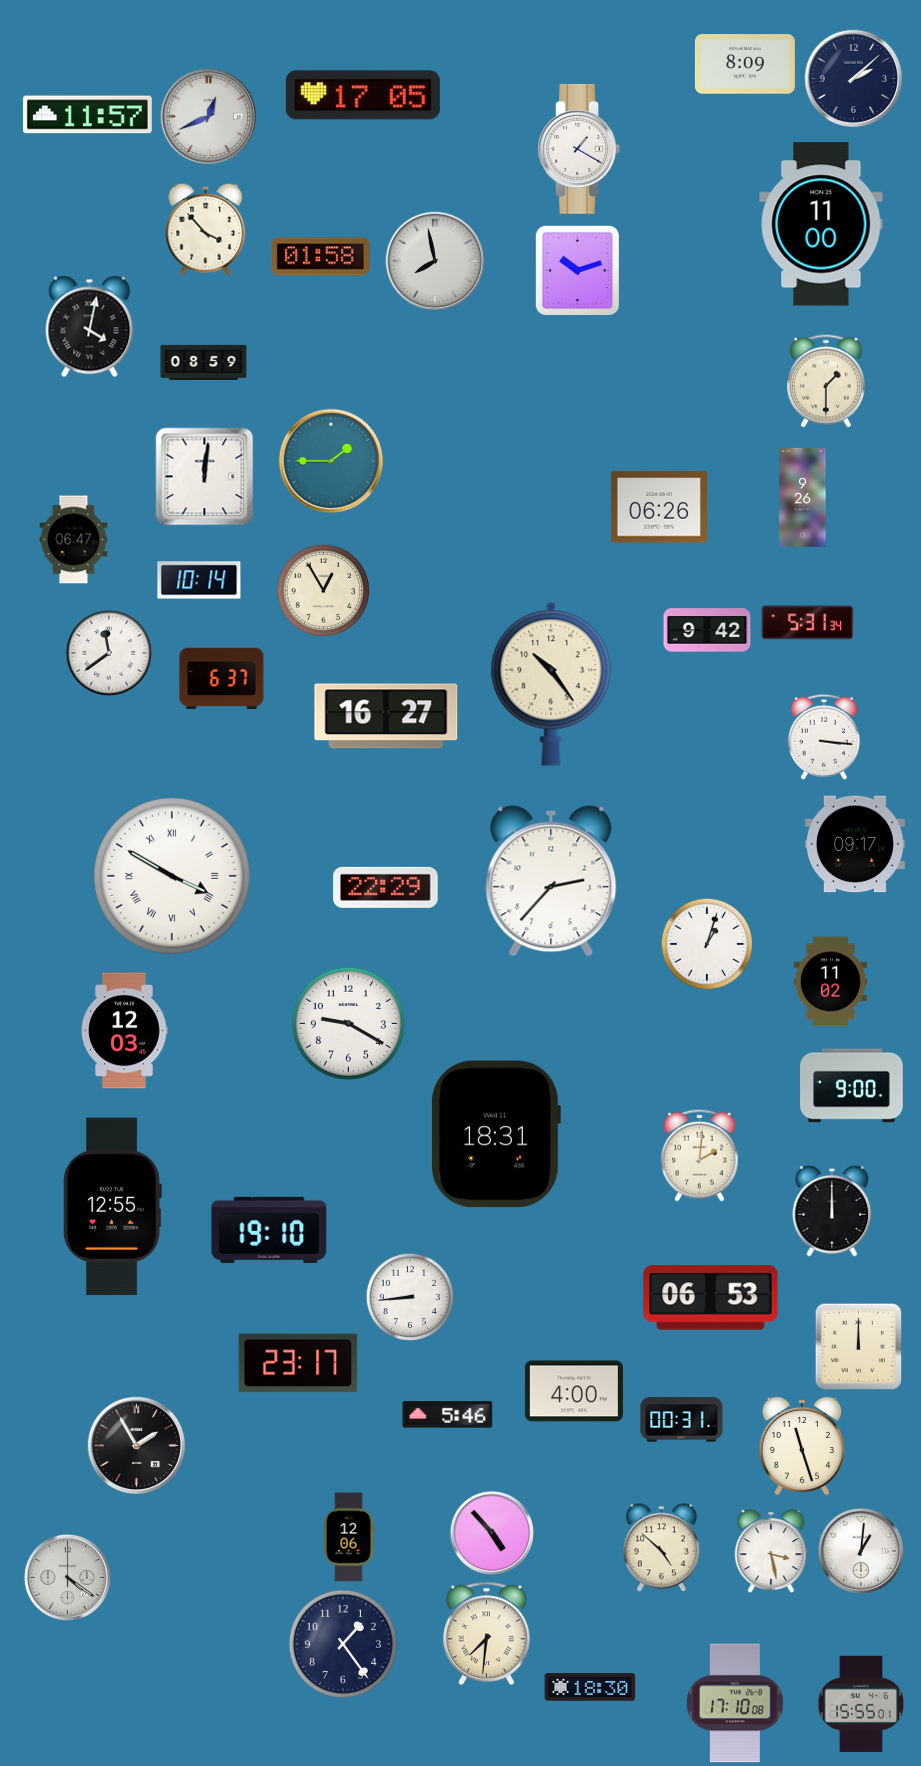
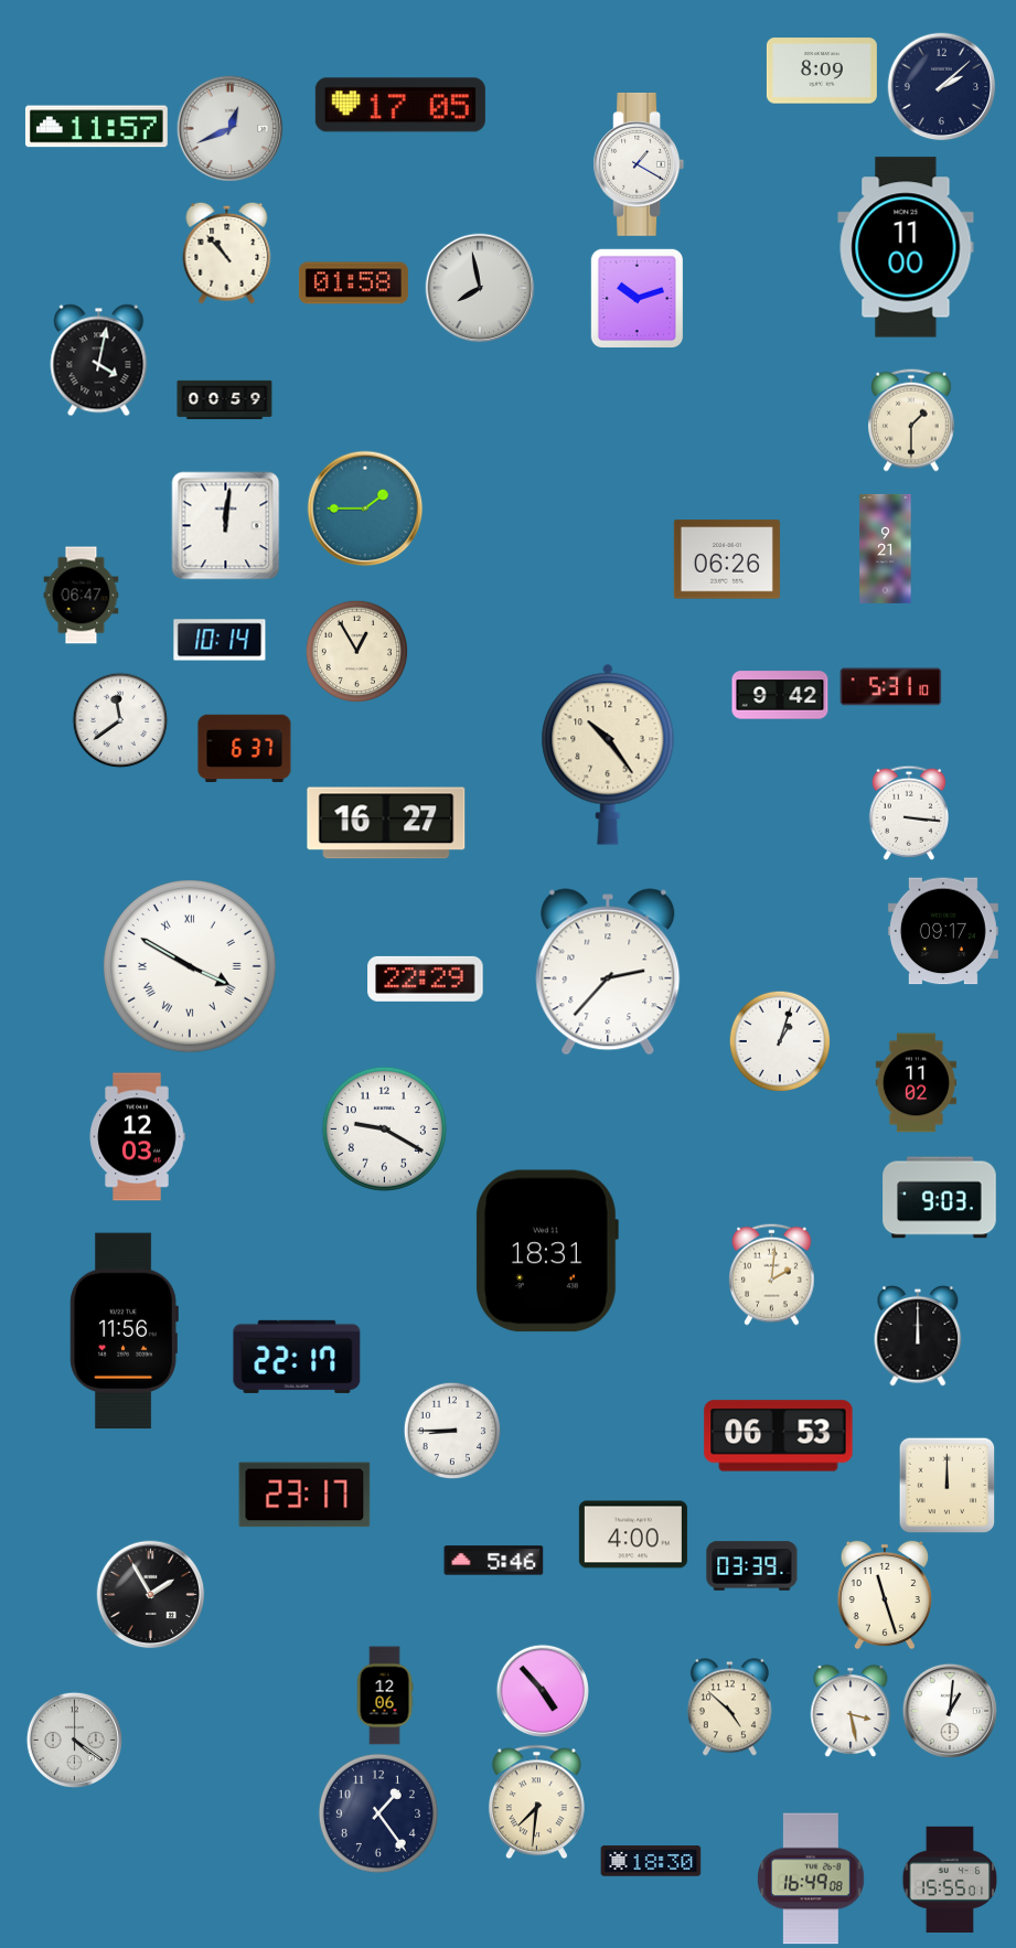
clock at (206, 229): 3:53 -> 10:53
clock at (204, 362): 08:59 -> 00:59
clock at (803, 497): 9:26 -> 9:21
clock at (808, 623): 5:31:34 -> 5:31:10
clock at (386, 716) position: (386, 716) -> (386, 823)
clock at (852, 1086): 9:00 -> 9:03
clock at (112, 1207): 12:55 -> 11:56
clock at (269, 1230): 19:10 -> 22:17
clock at (410, 1297): 8:44 -> 8:45
clock at (711, 1298) position: (711, 1298) -> (779, 1436)
clock at (298, 1363) position: (298, 1363) -> (304, 1495)
clock at (682, 1420): 00:31 -> 03:39
clock at (736, 1703): 17:10 -> 16:49
